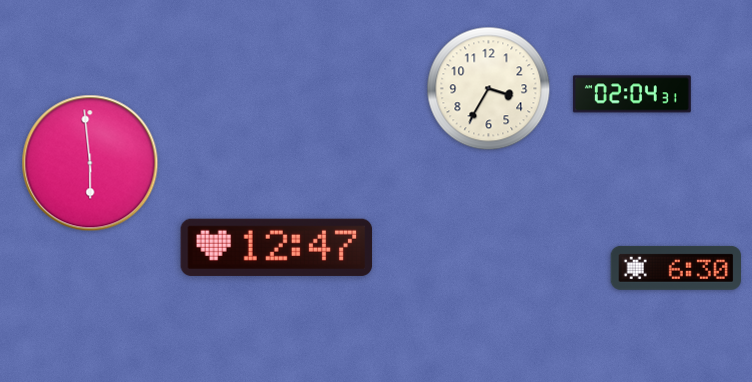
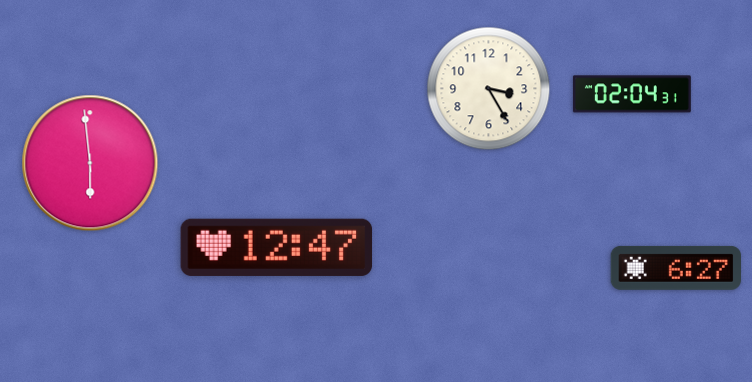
clock at (489, 89): 3:35 -> 3:25
clock at (675, 268): 6:30 -> 6:27
